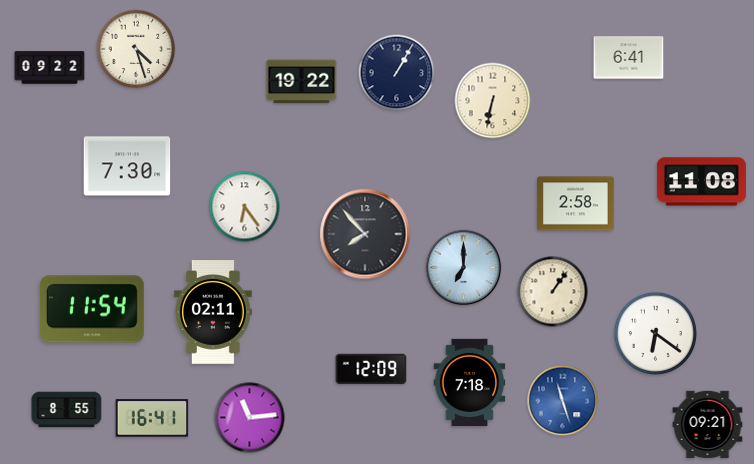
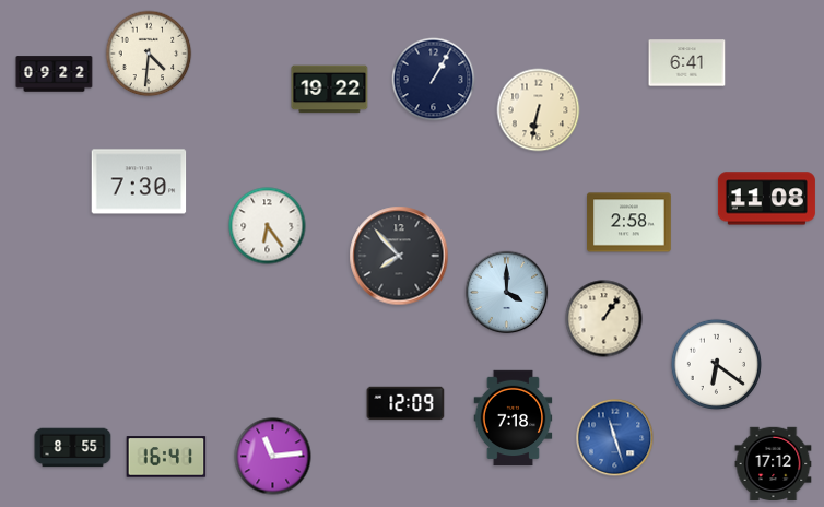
clock at (136, 49): 4:27 -> 4:31
clock at (464, 268): 7:00 -> 4:00
clock at (92, 309): 11:54 -> none
clock at (213, 313): 02:11 -> none
clock at (708, 425): 09:21 -> 17:12
